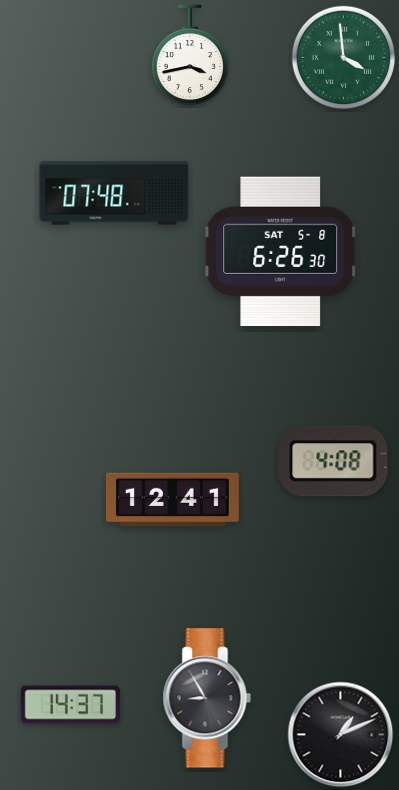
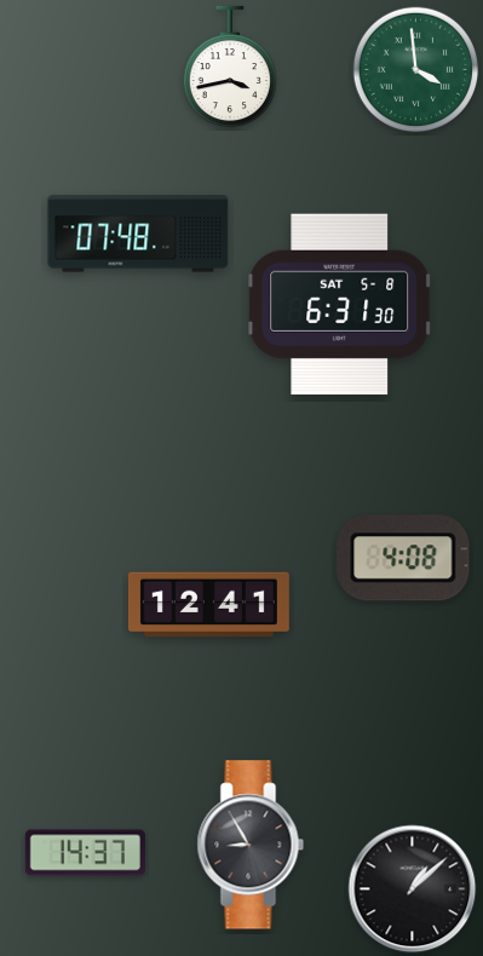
clock at (281, 252): 6:26 -> 6:31
clock at (341, 735): 1:11 -> 1:08
